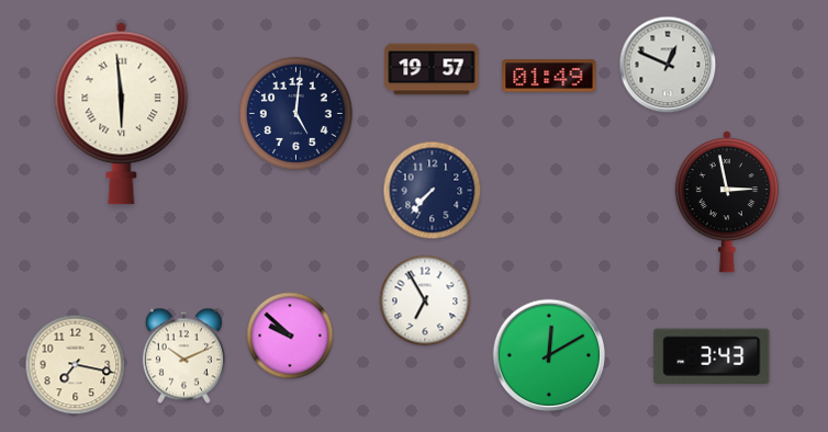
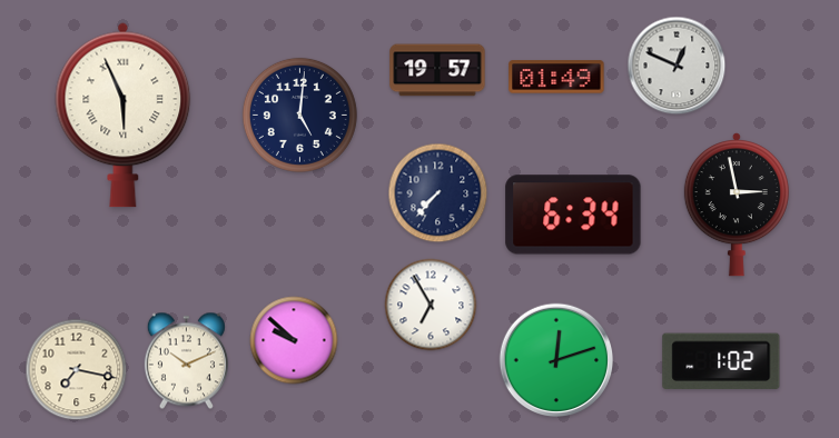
clock at (122, 113): 5:59 -> 5:56
clock at (573, 215): none -> 6:34
clock at (549, 355): 12:10 -> 12:12
clock at (712, 356): 3:43 -> 1:02
